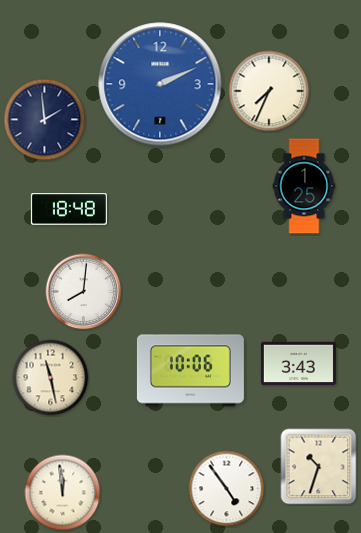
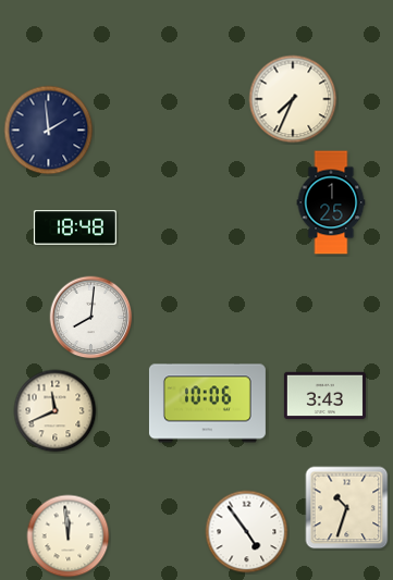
clock at (160, 84): 2:11 -> none
clock at (51, 378): 11:28 -> 11:41
